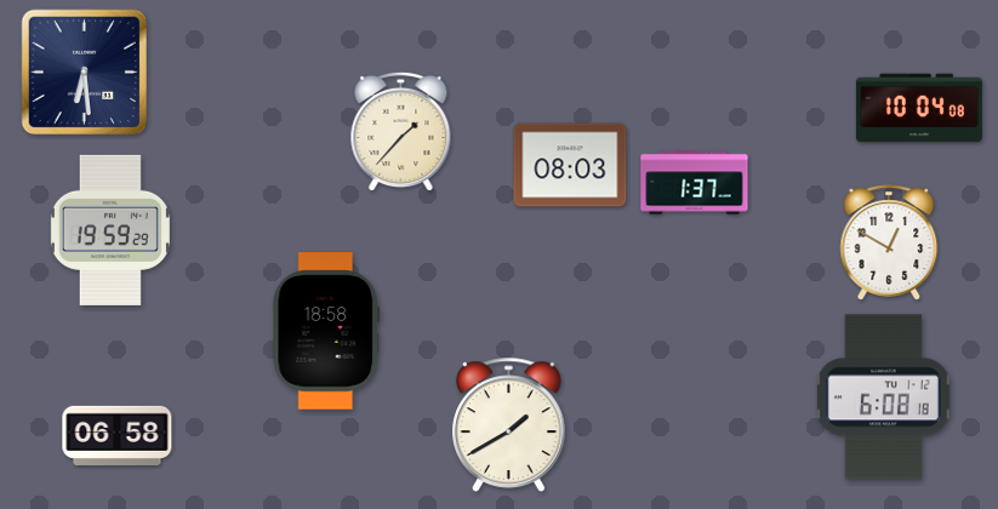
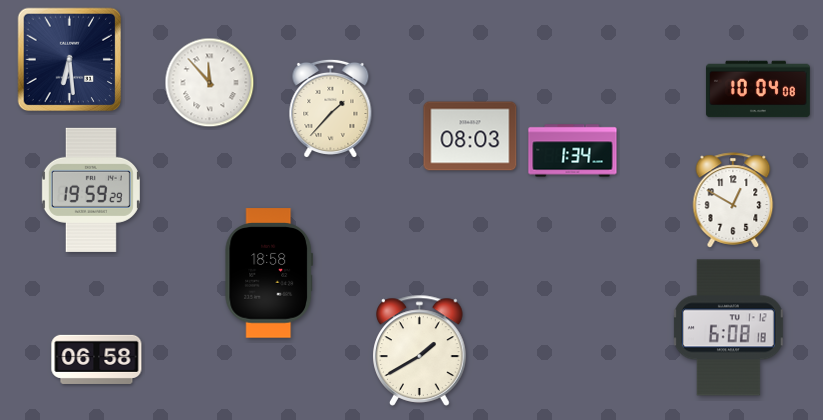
clock at (210, 83): none -> 11:53
clock at (695, 183): 1:37 -> 1:34
